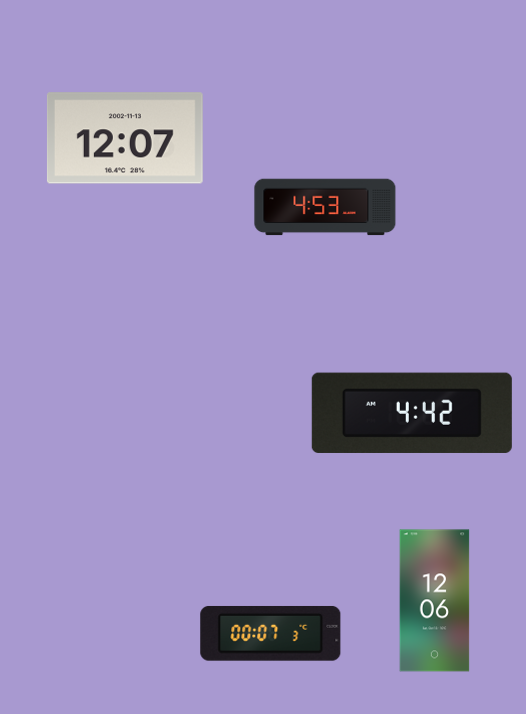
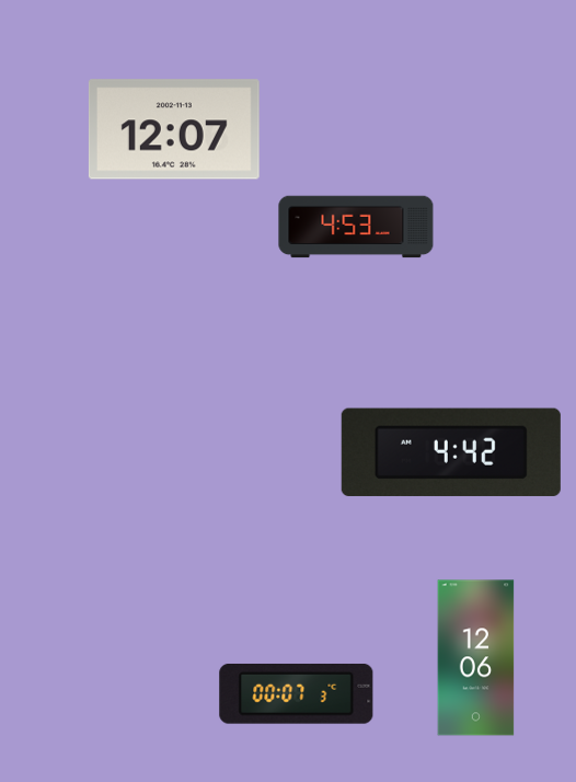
clock at (125, 138) position: (125, 138) -> (174, 129)
